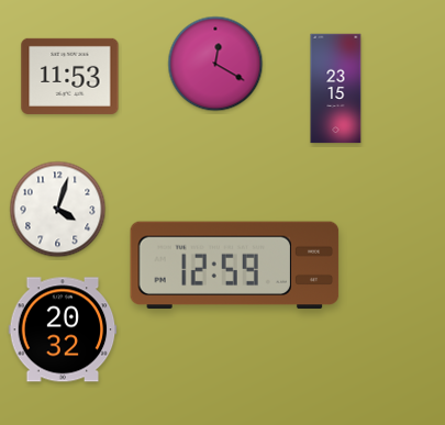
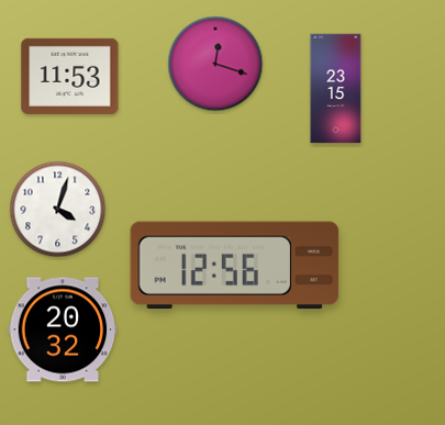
clock at (215, 64): 12:20 -> 12:18
clock at (235, 266): 12:59 -> 12:56
